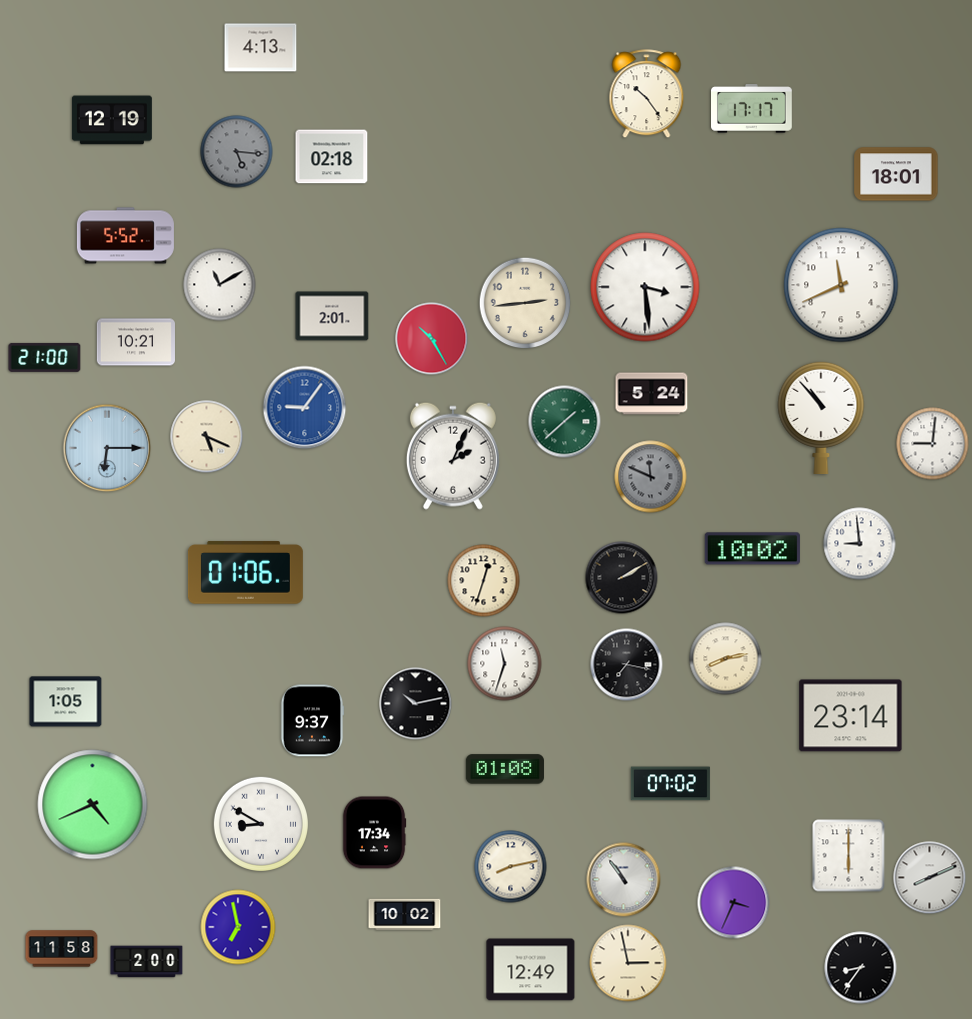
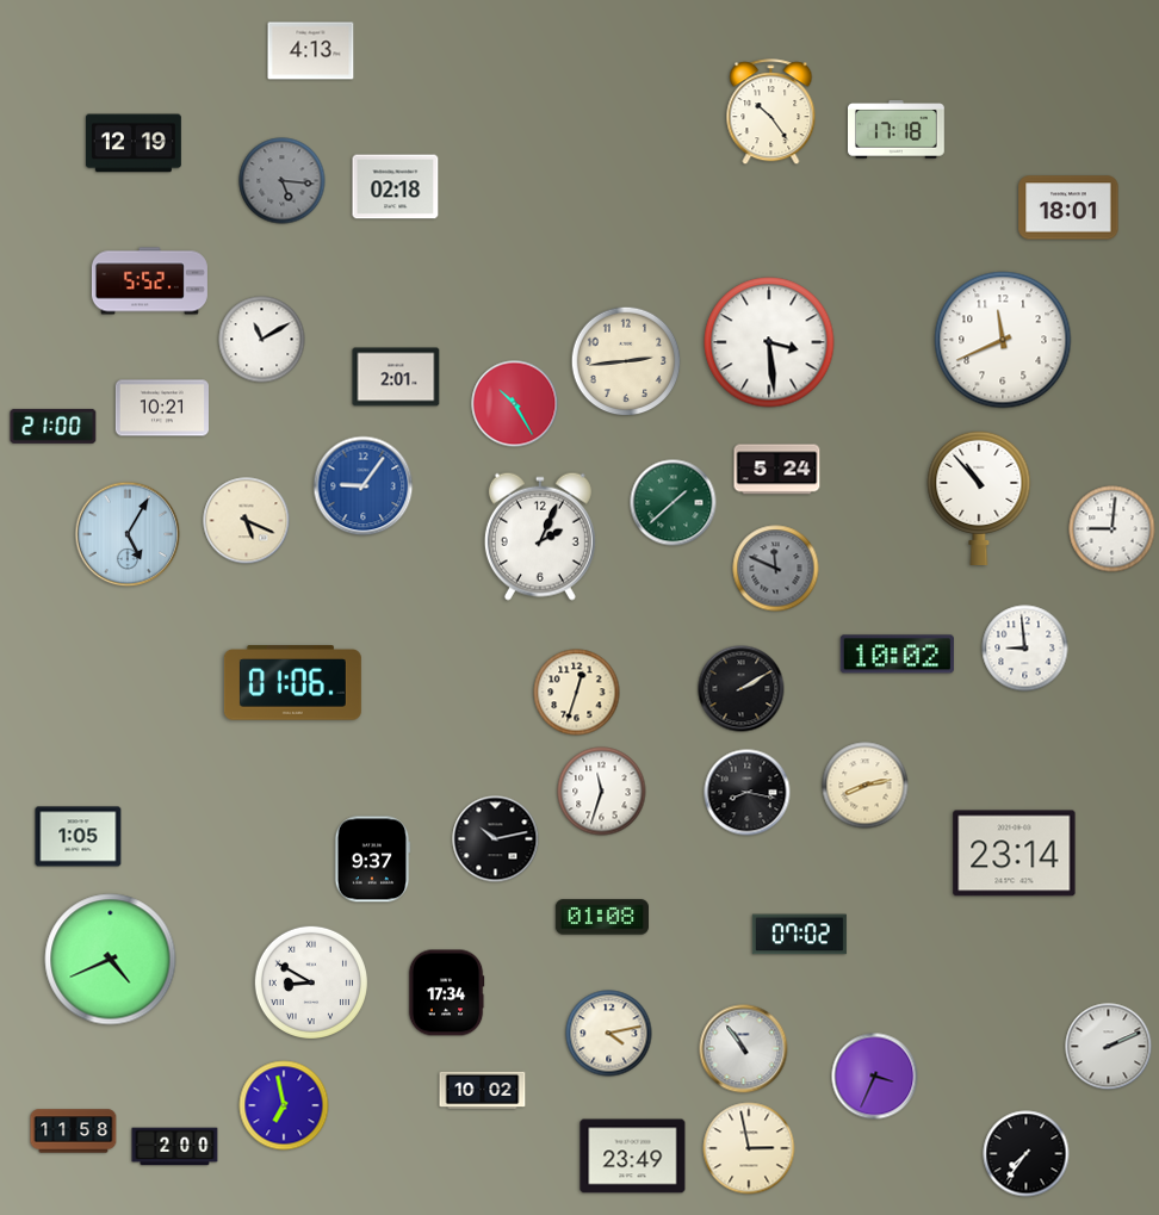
clock at (261, 48) position: (261, 48) -> (311, 51)
clock at (752, 109): 17:17 -> 17:18
clock at (107, 448): 6:15 -> 5:05
clock at (453, 456) position: (453, 456) -> (540, 537)
clock at (627, 665): 7:17 -> 8:17
clock at (849, 856): 6:00 -> none
clock at (511, 867): 8:13 -> 4:13
clock at (930, 878): 8:11 -> 2:11
clock at (861, 968): 8:36 -> 7:36
clock at (531, 970): 12:49 -> 23:49
